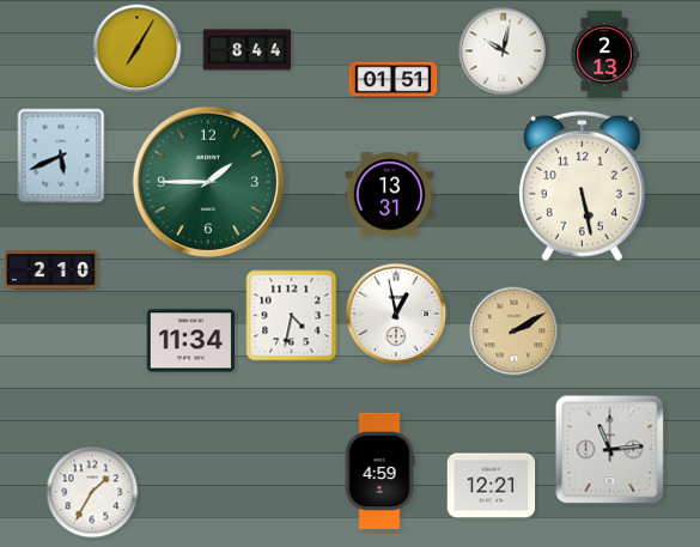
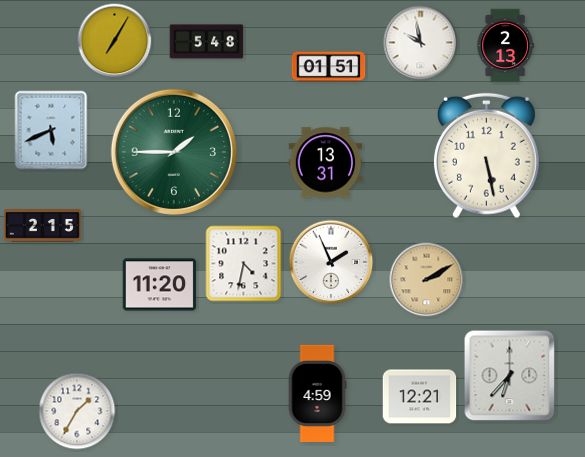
clock at (248, 50): 8:44 -> 5:48
clock at (504, 51): 10:02 -> 9:58
clock at (50, 271): 2:10 -> 2:15
clock at (396, 314): 12:58 -> 1:56
clock at (515, 332) position: (515, 332) -> (427, 280)
clock at (191, 341): 11:34 -> 11:20
clock at (610, 450): 11:14 -> 6:37
clock at (492, 486) position: (492, 486) -> (420, 397)
